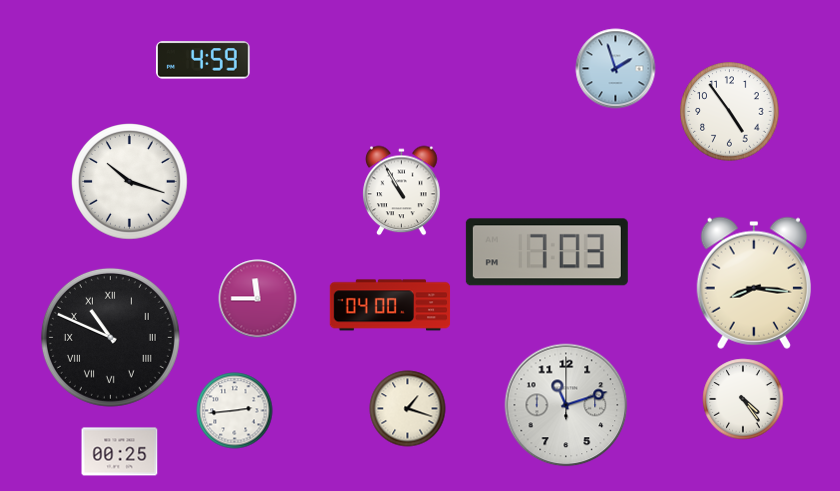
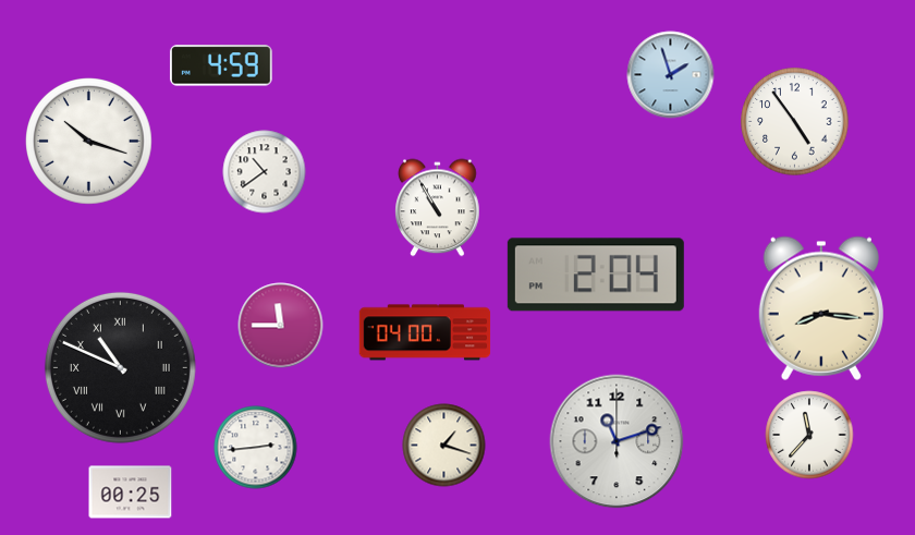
clock at (265, 172): none -> 10:39
clock at (130, 182) position: (130, 182) -> (89, 142)
clock at (547, 252): 7:03 -> 2:04
clock at (743, 399): 4:24 -> 11:37
